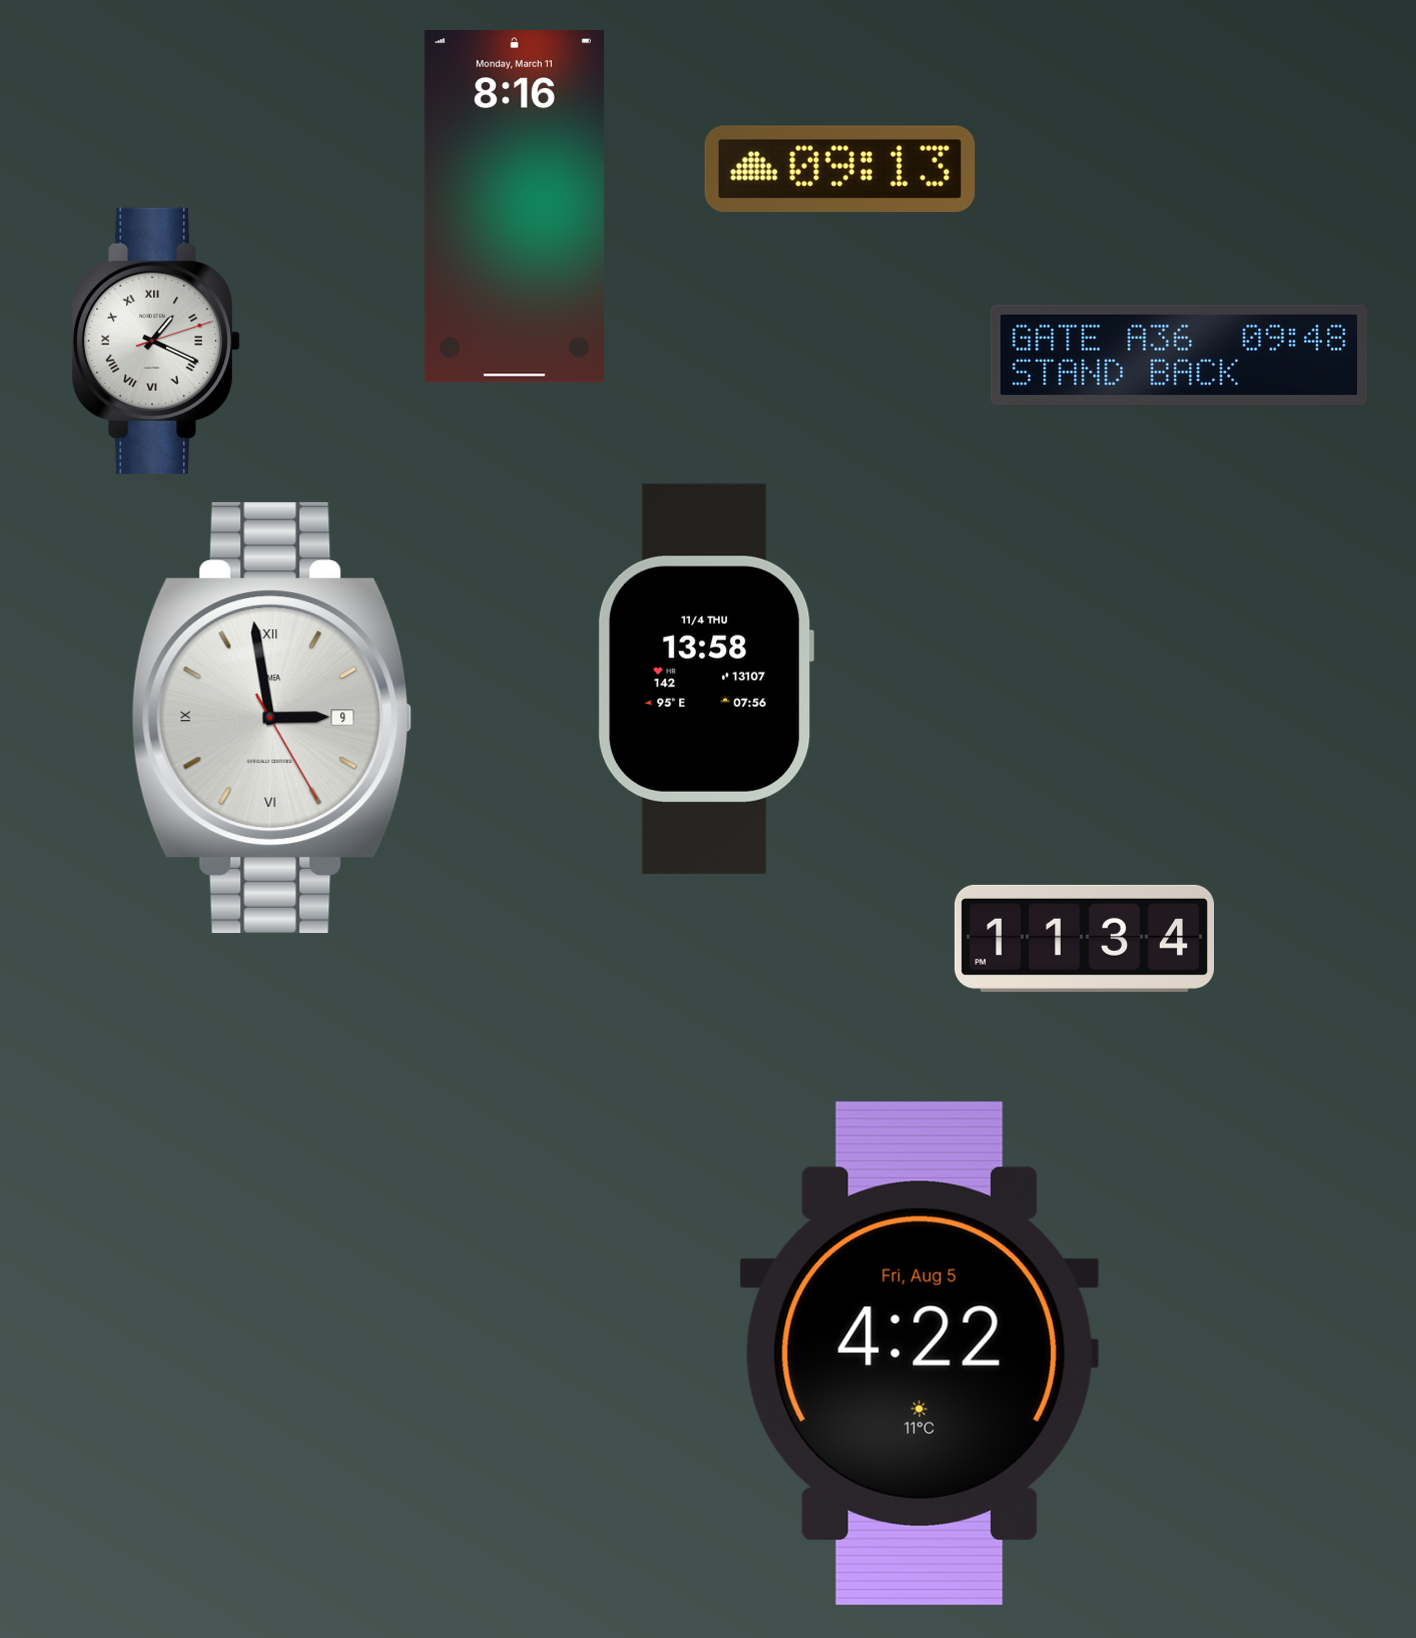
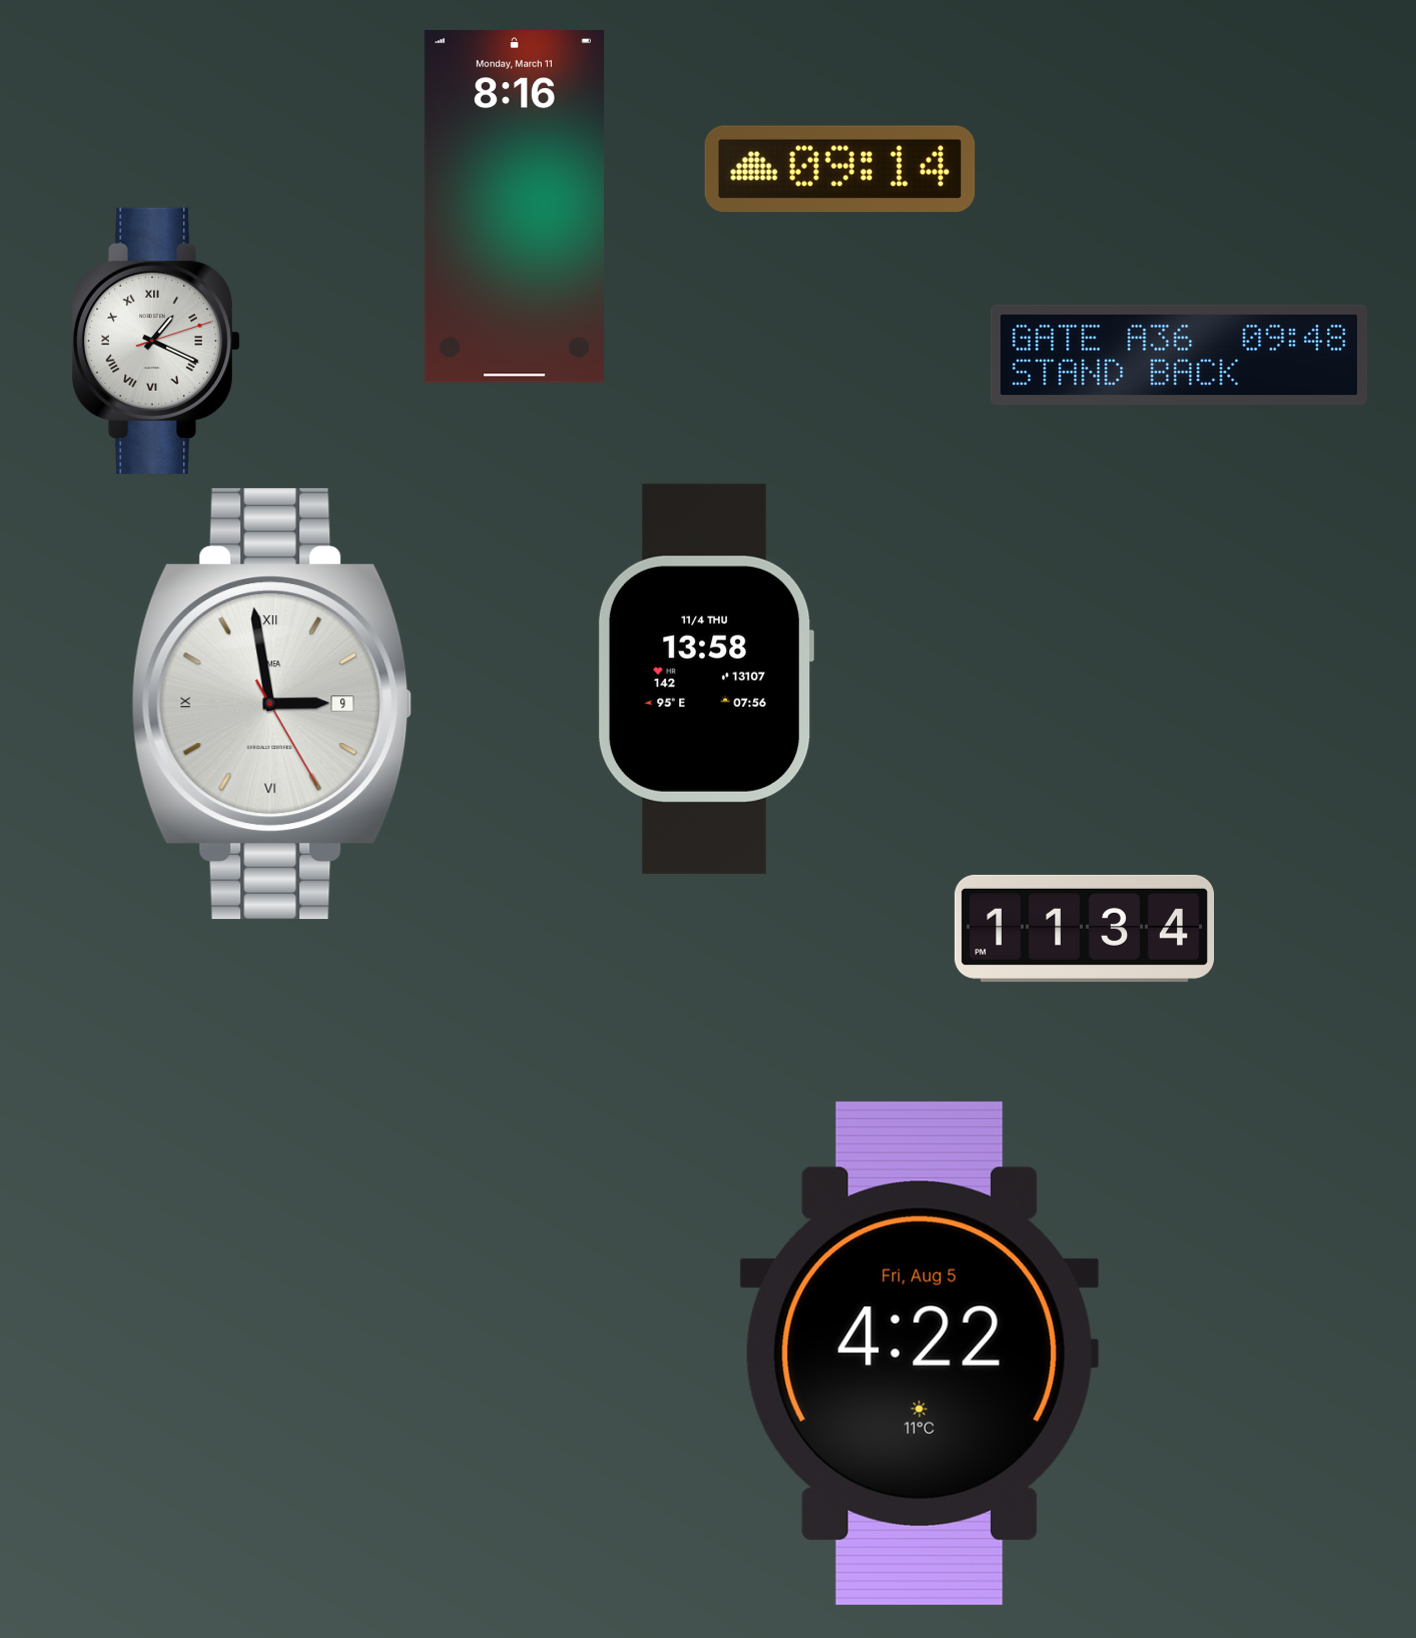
clock at (840, 169): 09:13 -> 09:14
clock at (272, 718) position: (272, 718) -> (272, 704)
clock at (1084, 938) position: (1084, 938) -> (1084, 928)
